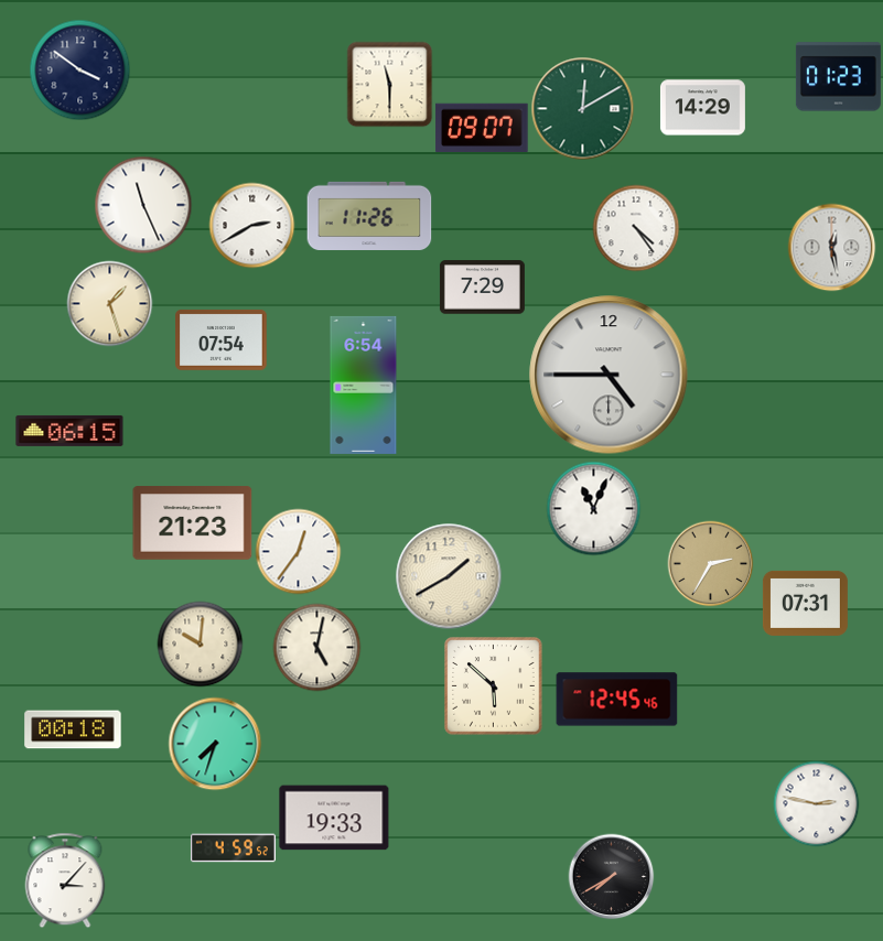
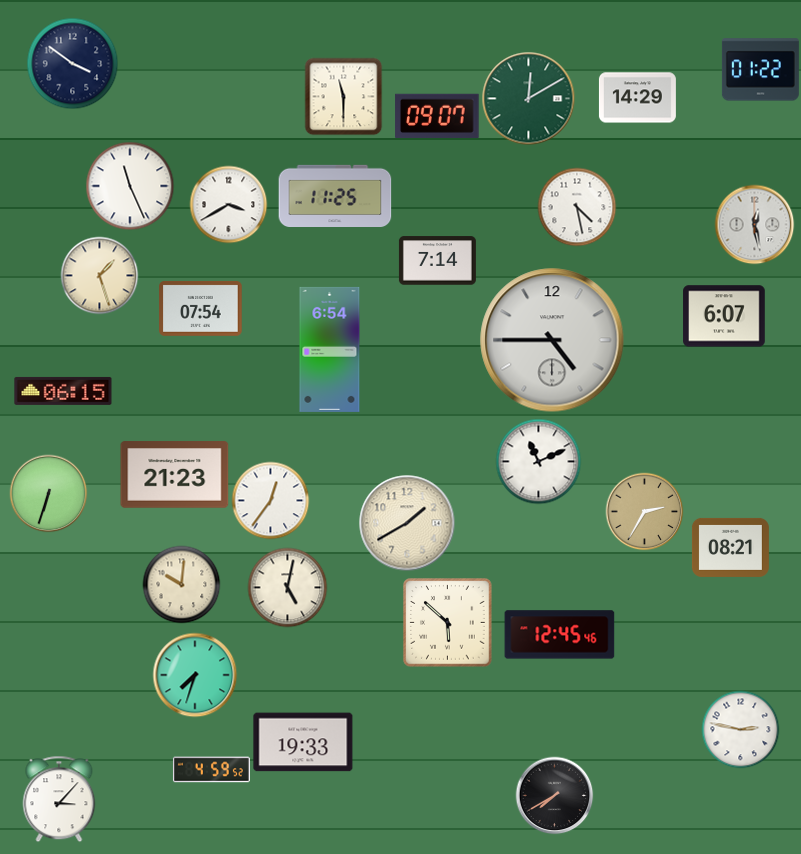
clock at (838, 77): 01:23 -> 01:22
clock at (389, 84) position: (389, 84) -> (343, 96)
clock at (369, 215): 11:26 -> 11:25
clock at (251, 225): 2:40 -> 3:40
clock at (636, 228): 4:24 -> 4:28
clock at (482, 288): 7:29 -> 7:14
clock at (724, 316): none -> 6:07
clock at (593, 508): 11:04 -> 11:11
clock at (48, 493): none -> 6:33
clock at (805, 603): 07:31 -> 08:21
clock at (73, 729): 00:18 -> none
